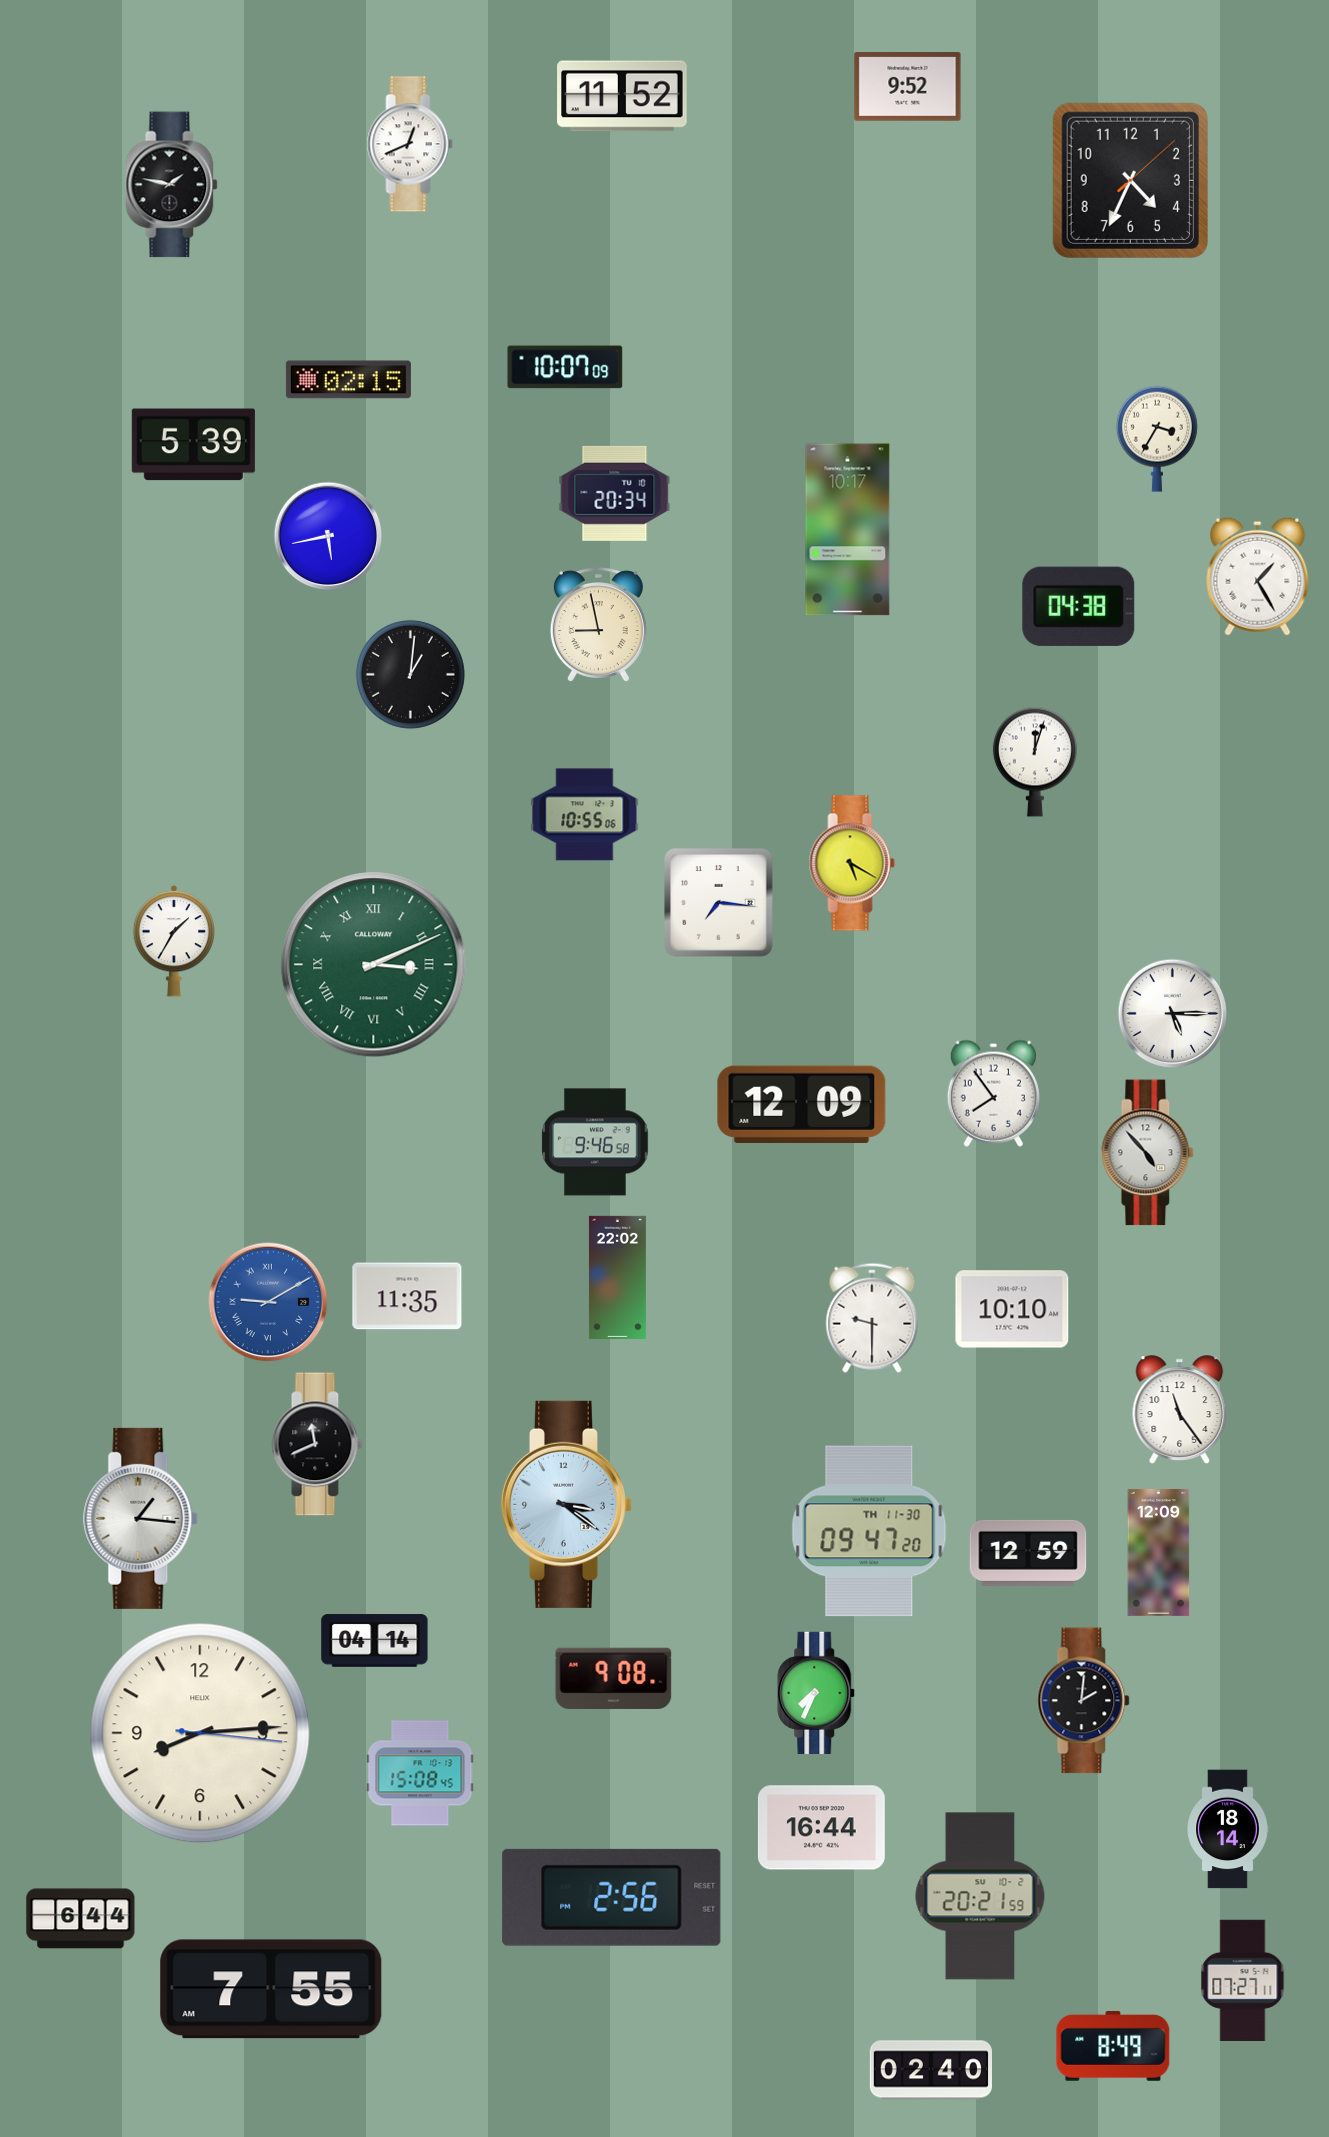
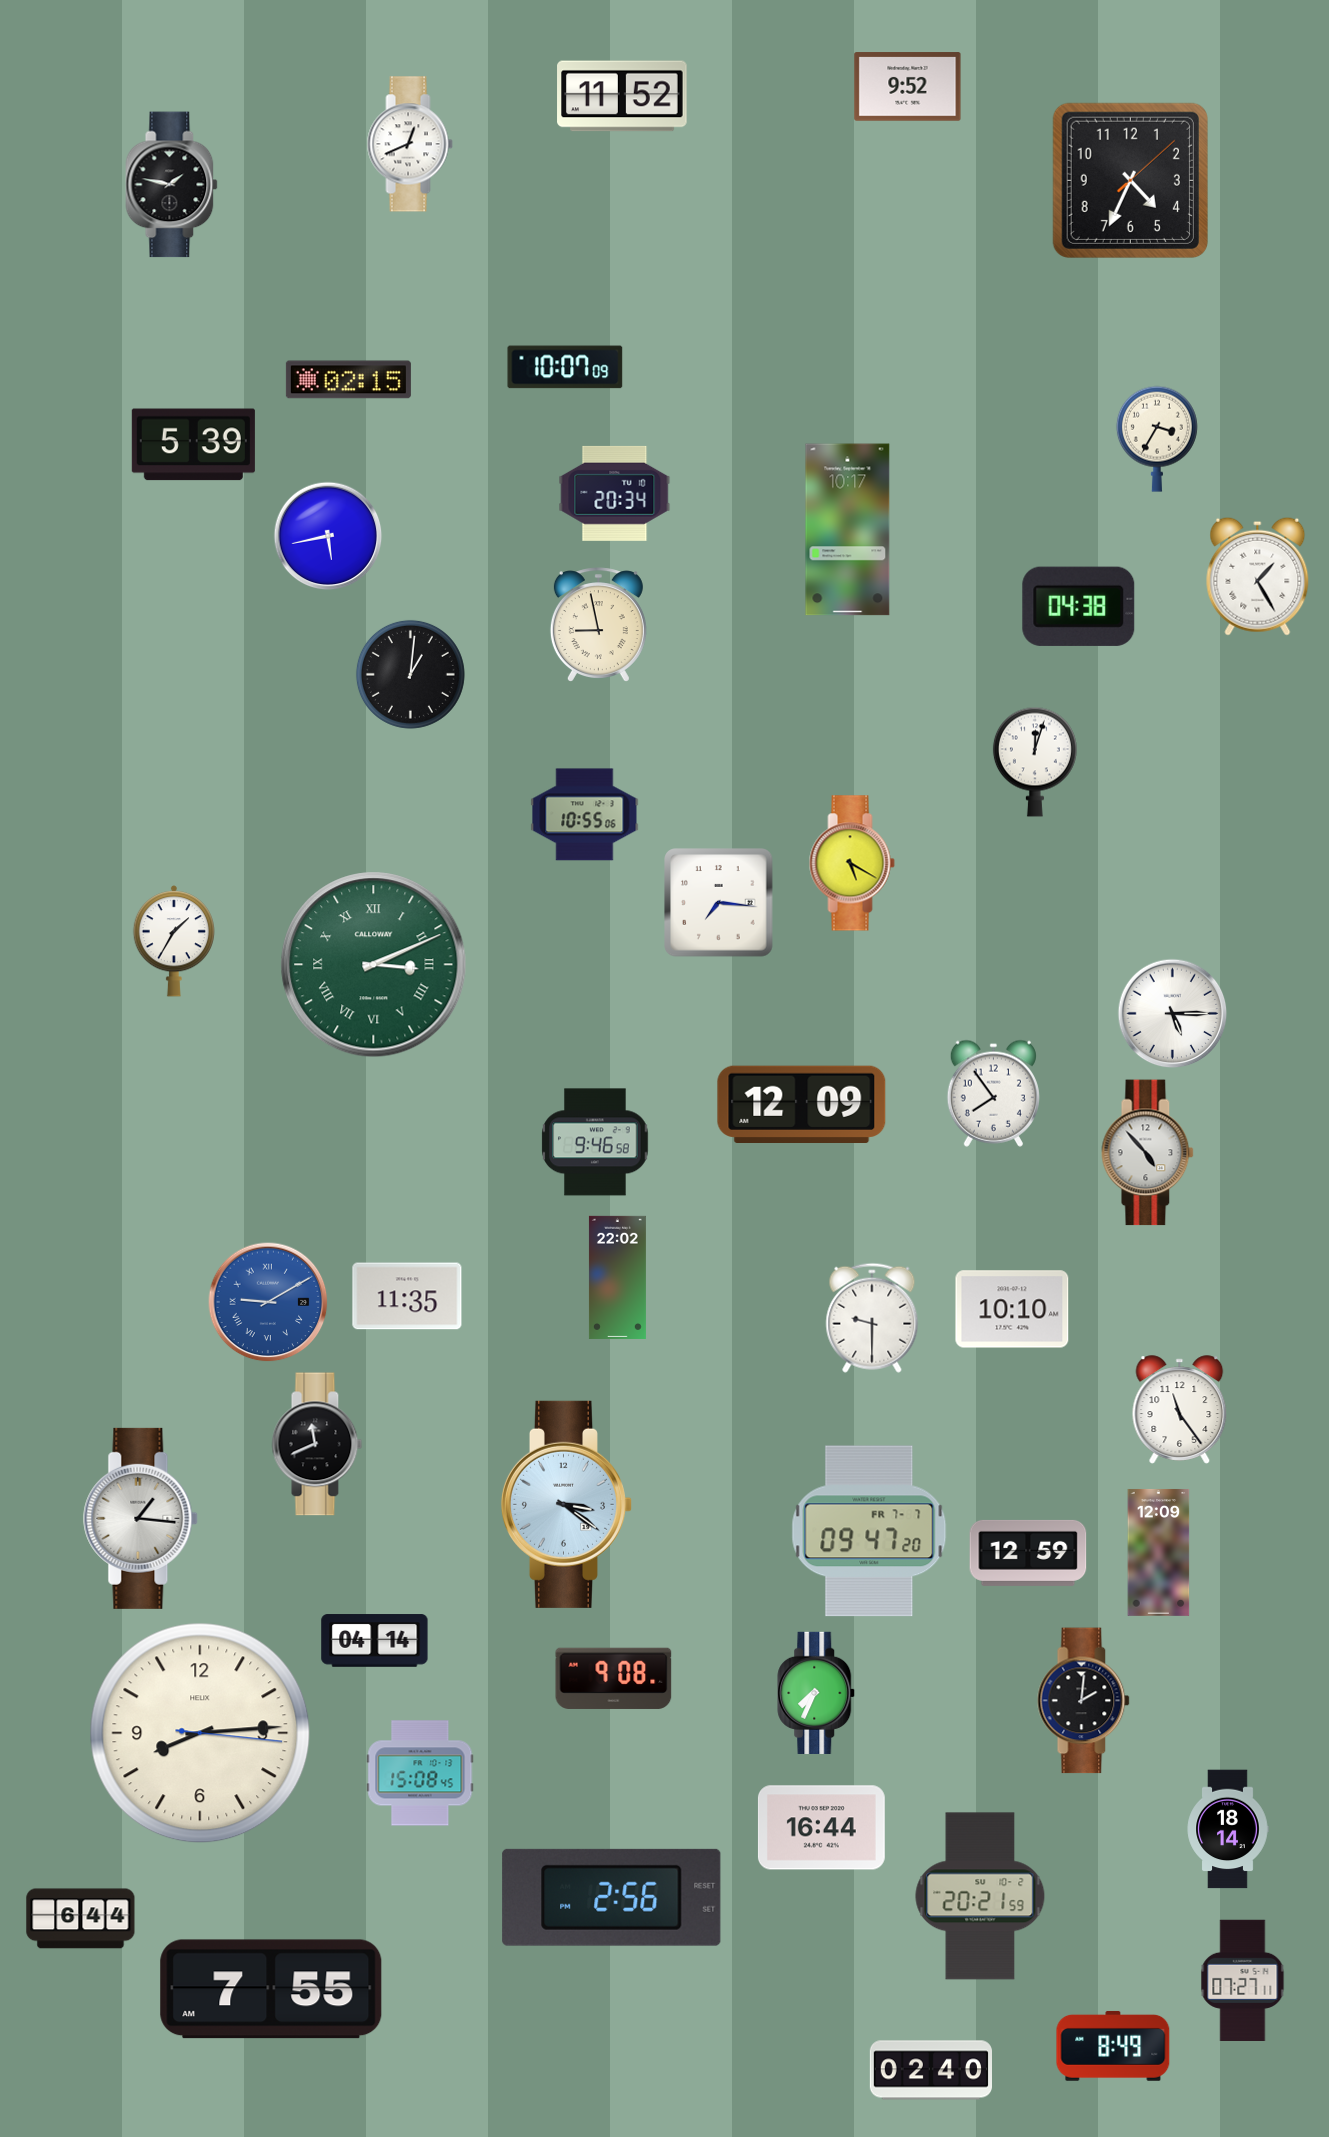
clock at (869, 1531) date: TH 11-30 -> FR 7-7
